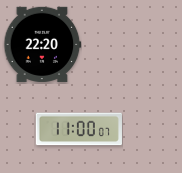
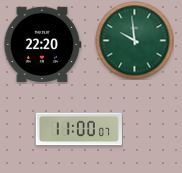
clock at (134, 40): none -> 9:59
